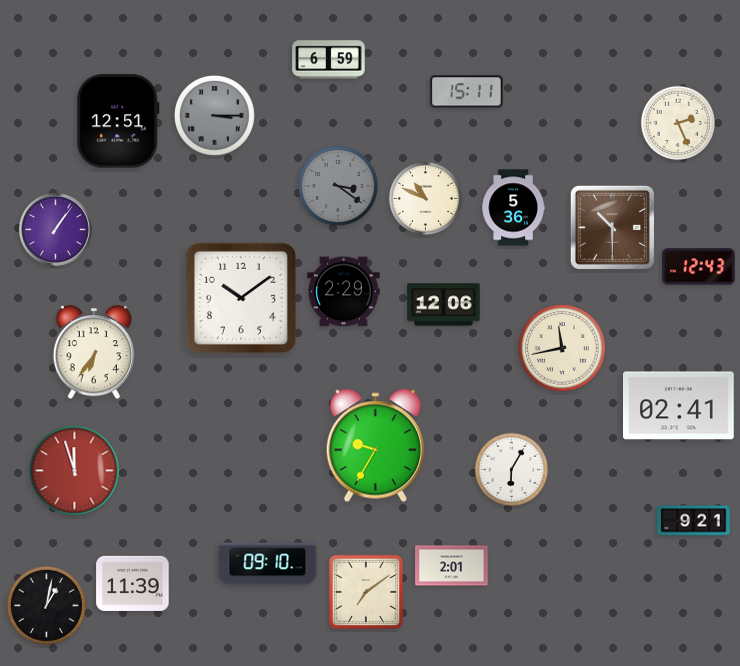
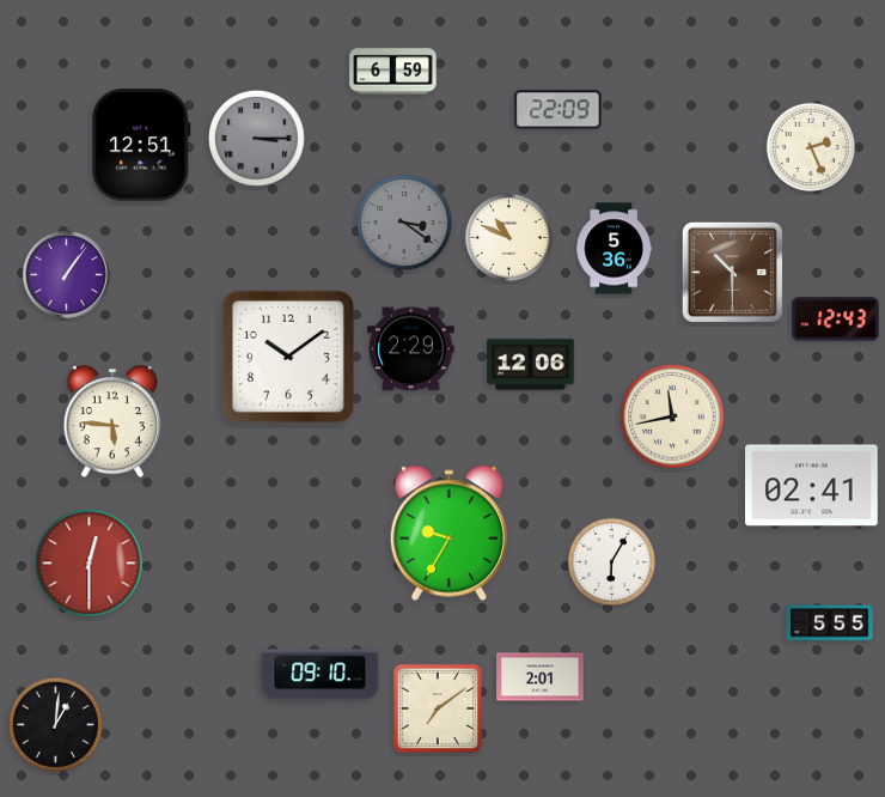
clock at (467, 92): 15:11 -> 22:09
clock at (94, 353): 6:36 -> 5:46
clock at (75, 471): 11:57 -> 12:30
clock at (694, 521): 9:21 -> 5:55
clock at (133, 583): 11:39 -> none
clock at (46, 605): 1:02 -> 1:01
